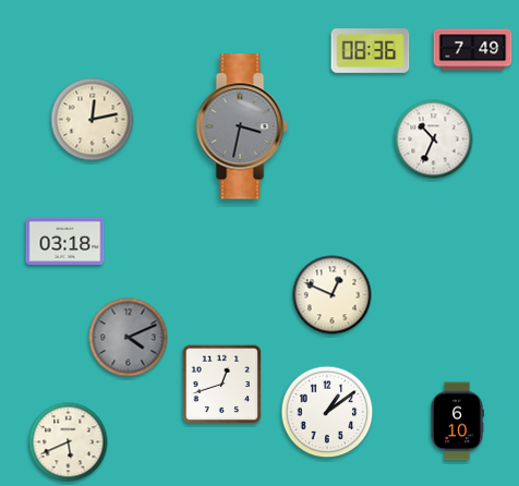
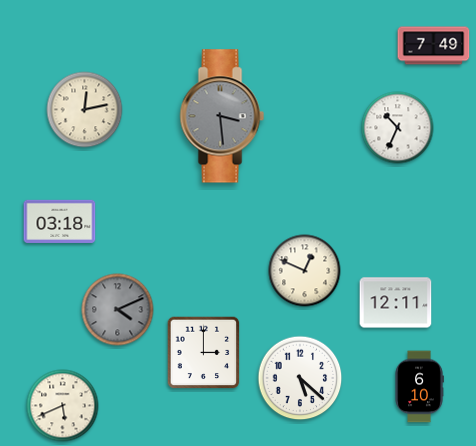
clock at (371, 51): 08:36 -> none
clock at (242, 126): 3:32 -> 3:29
clock at (396, 303): none -> 12:11
clock at (222, 385): 12:42 -> 3:00
clock at (327, 412): 1:09 -> 5:22
